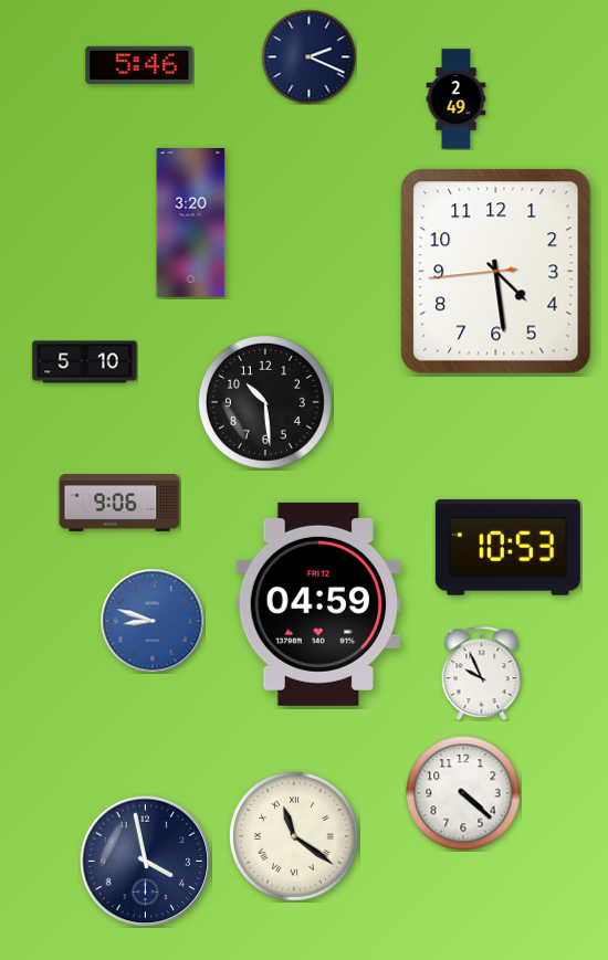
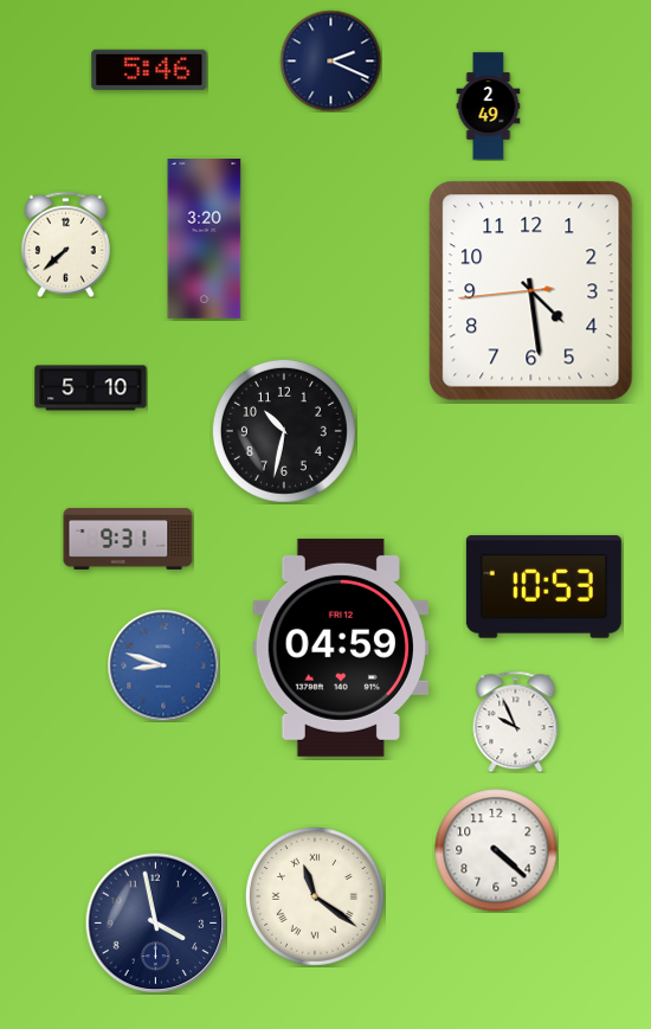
clock at (65, 244): none -> 7:38
clock at (265, 402): 10:29 -> 10:32
clock at (119, 503): 9:06 -> 9:31
